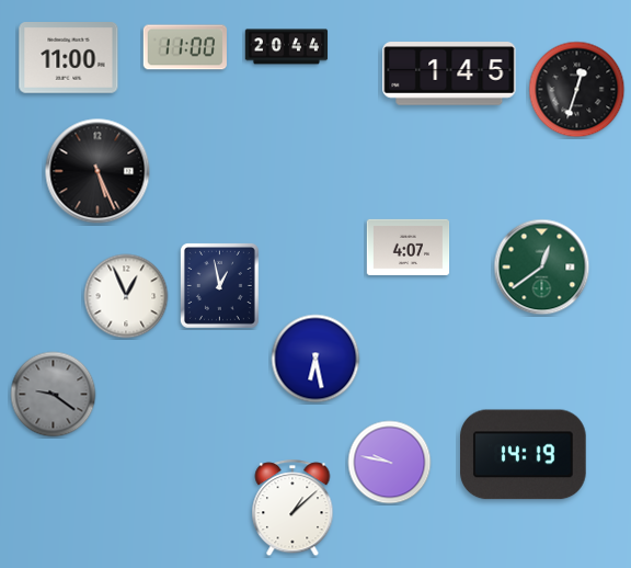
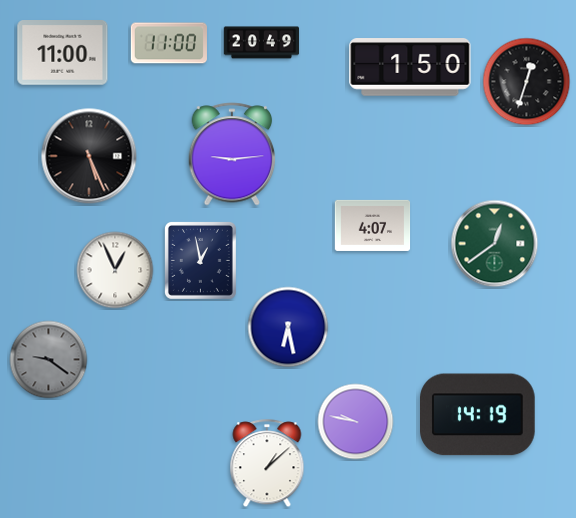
clock at (287, 47): 20:44 -> 20:49
clock at (449, 73): 1:45 -> 1:50
clock at (232, 154): none -> 9:14
